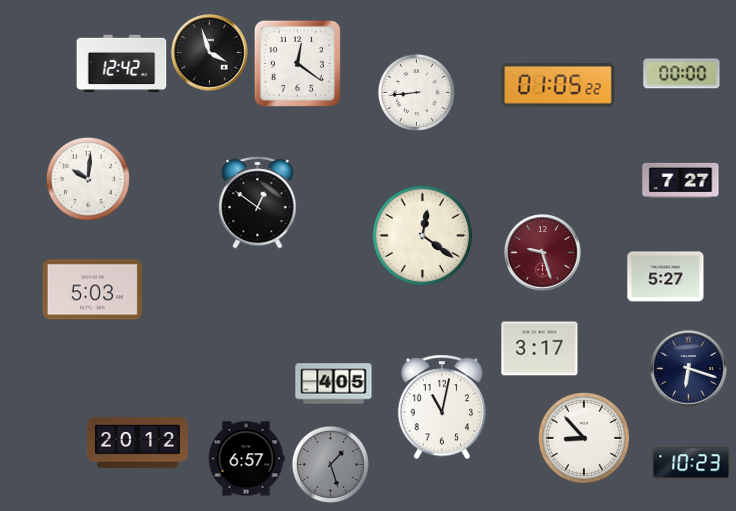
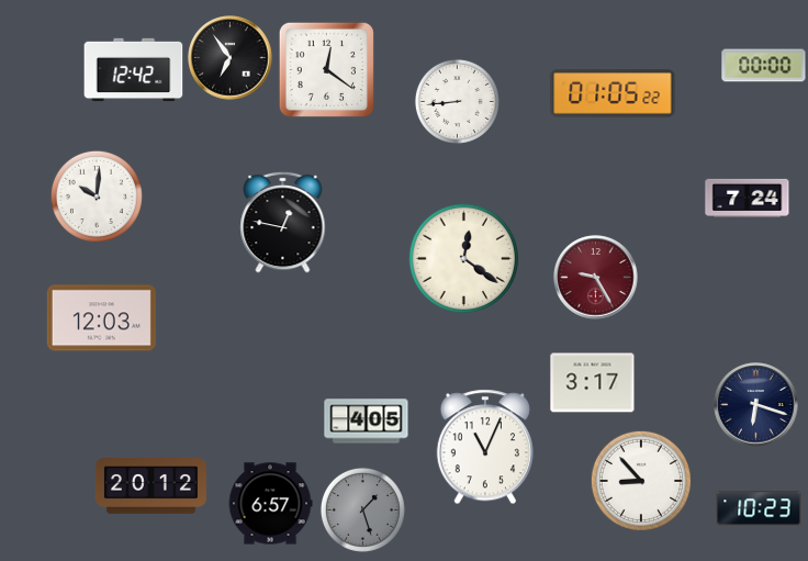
clock at (210, 53): 3:57 -> 6:54
clock at (682, 74) position: (682, 74) -> (764, 66)
clock at (681, 180): 7:27 -> 7:24
clock at (258, 202): 12:51 -> 12:47
clock at (543, 253): 9:27 -> 9:25
clock at (666, 277): 5:27 -> none
clock at (92, 290): 5:03 -> 12:03
clock at (442, 407): 11:02 -> 11:04
